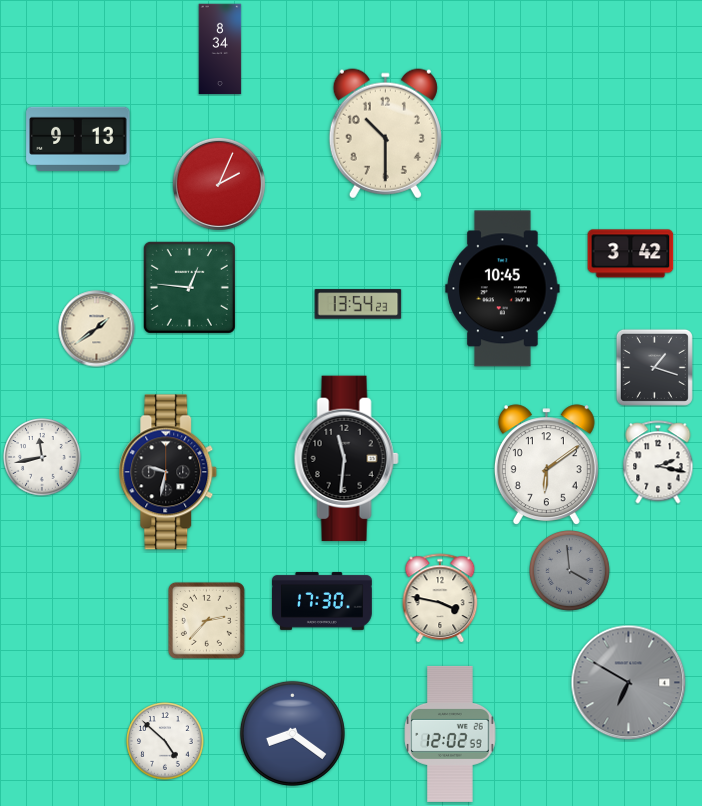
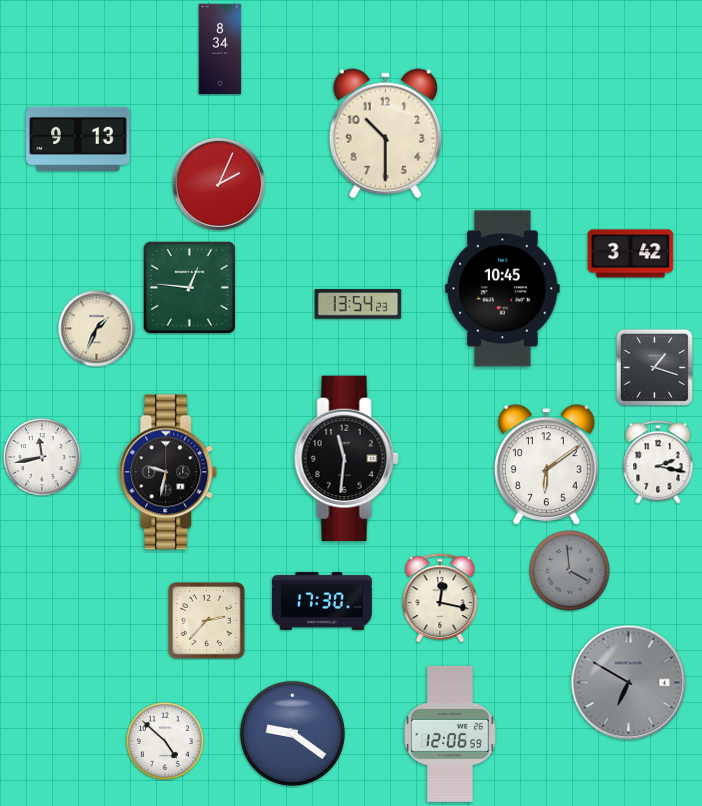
clock at (97, 329): 1:39 -> 1:34
clock at (440, 598): 3:47 -> 12:17
clock at (292, 733): 8:21 -> 9:21
clock at (450, 734): 12:02 -> 12:06
